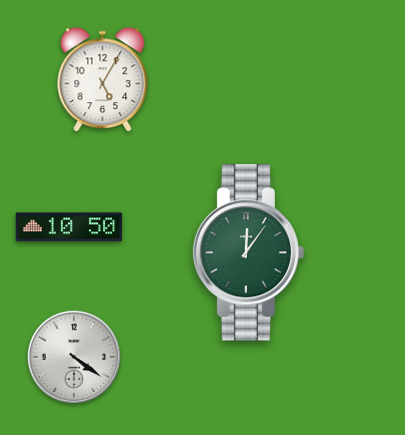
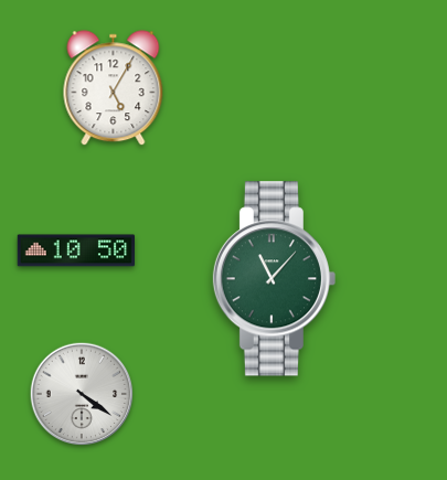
clock at (248, 253): 12:06 -> 11:07
